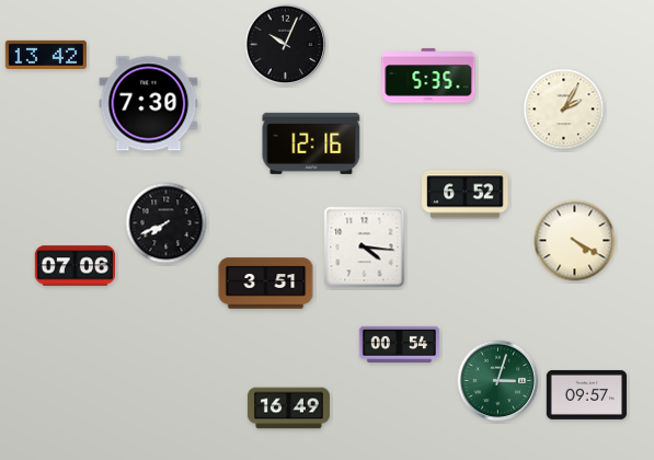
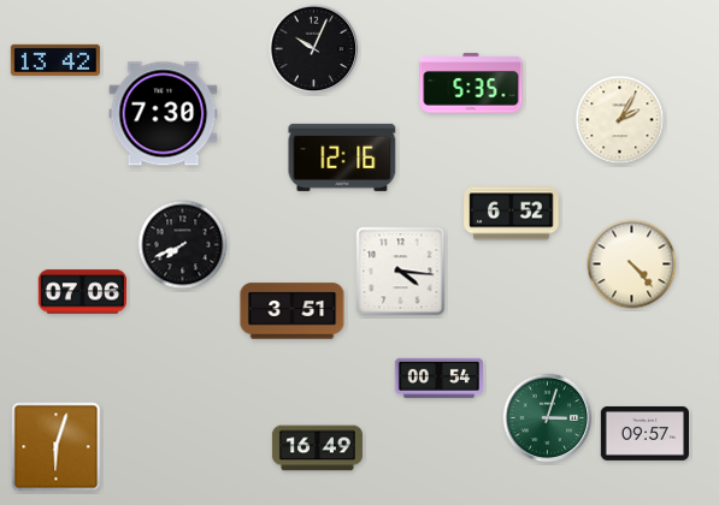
clock at (46, 55) position: (46, 55) -> (55, 60)
clock at (575, 241): 4:20 -> 4:23
clock at (57, 447): none -> 6:03
